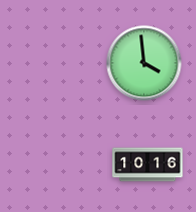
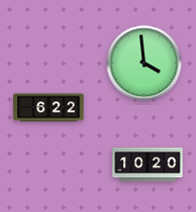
clock at (49, 108): none -> 6:22
clock at (148, 165): 10:16 -> 10:20
